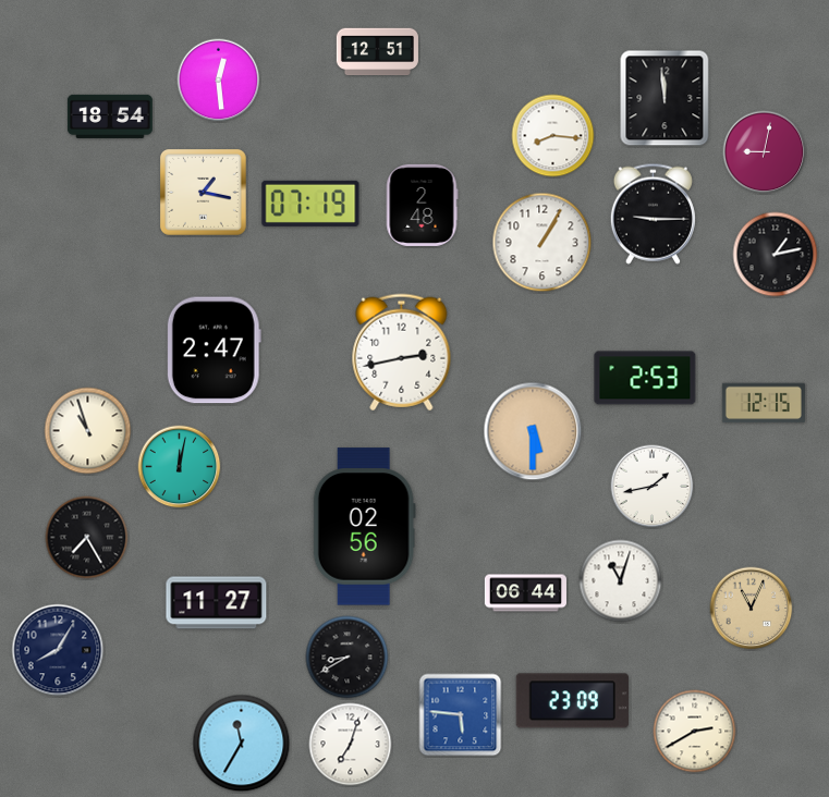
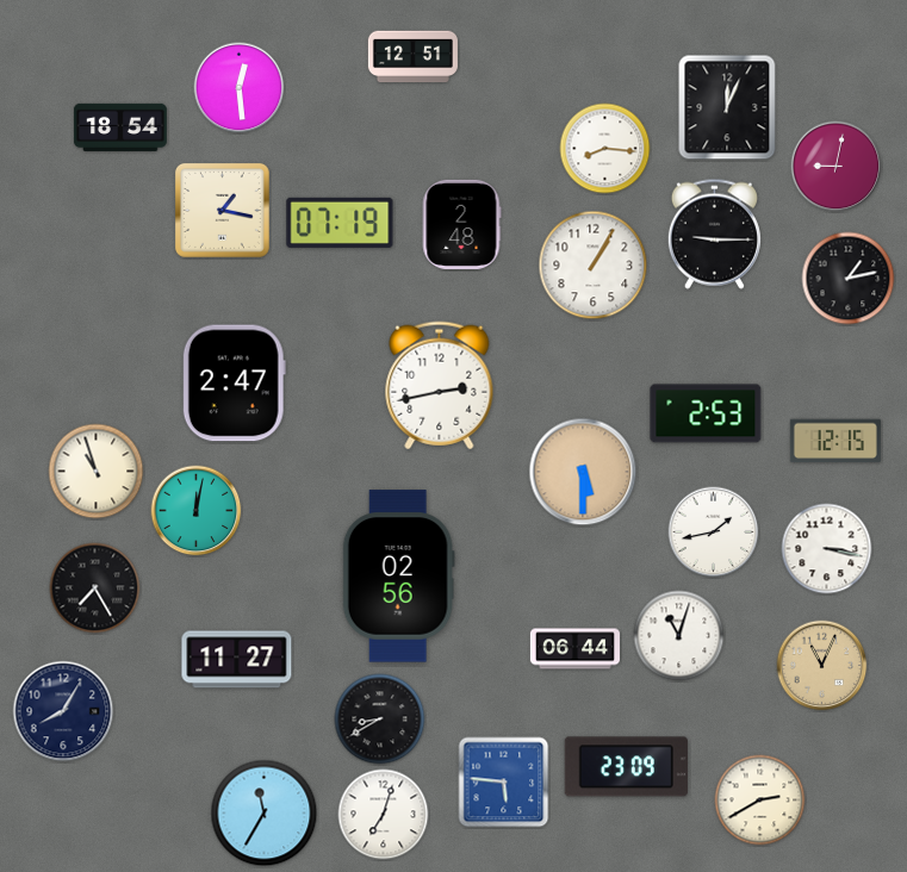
clock at (665, 98): 11:59 -> 12:04
clock at (827, 549): none -> 3:17
